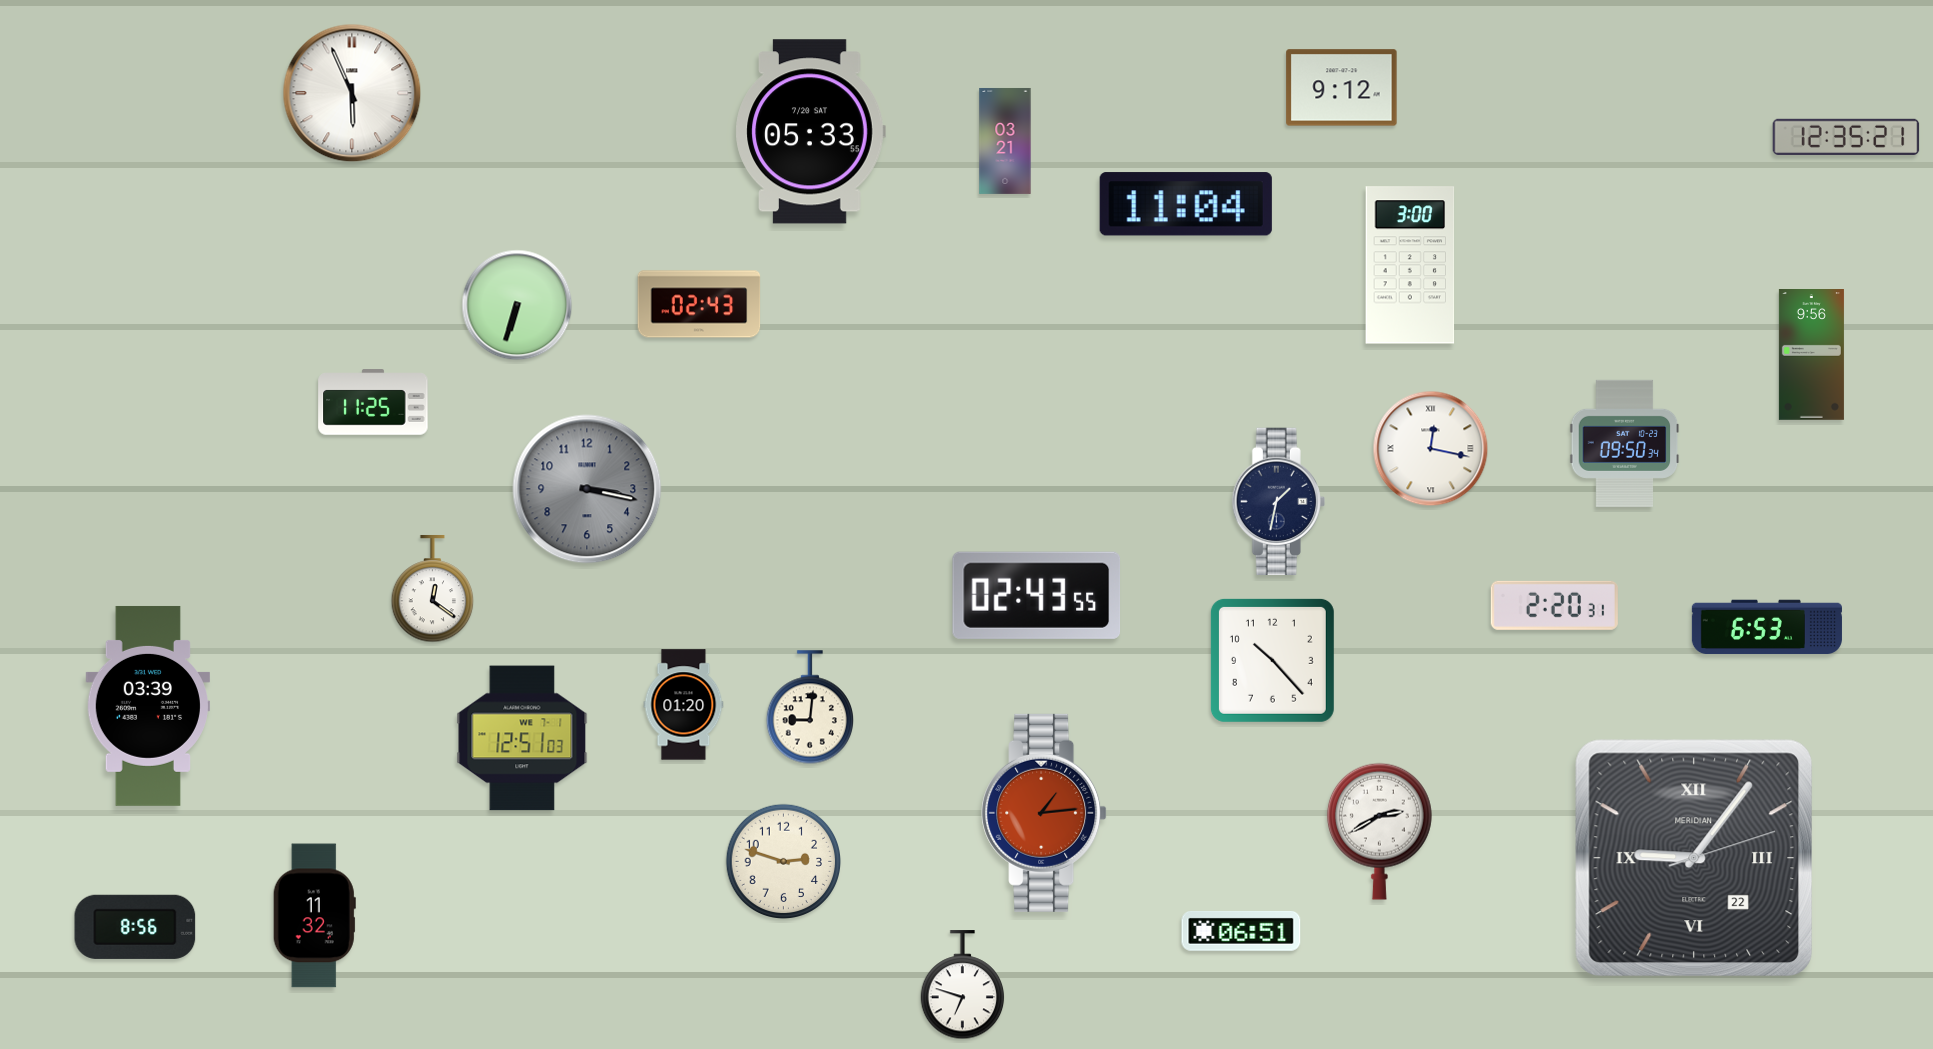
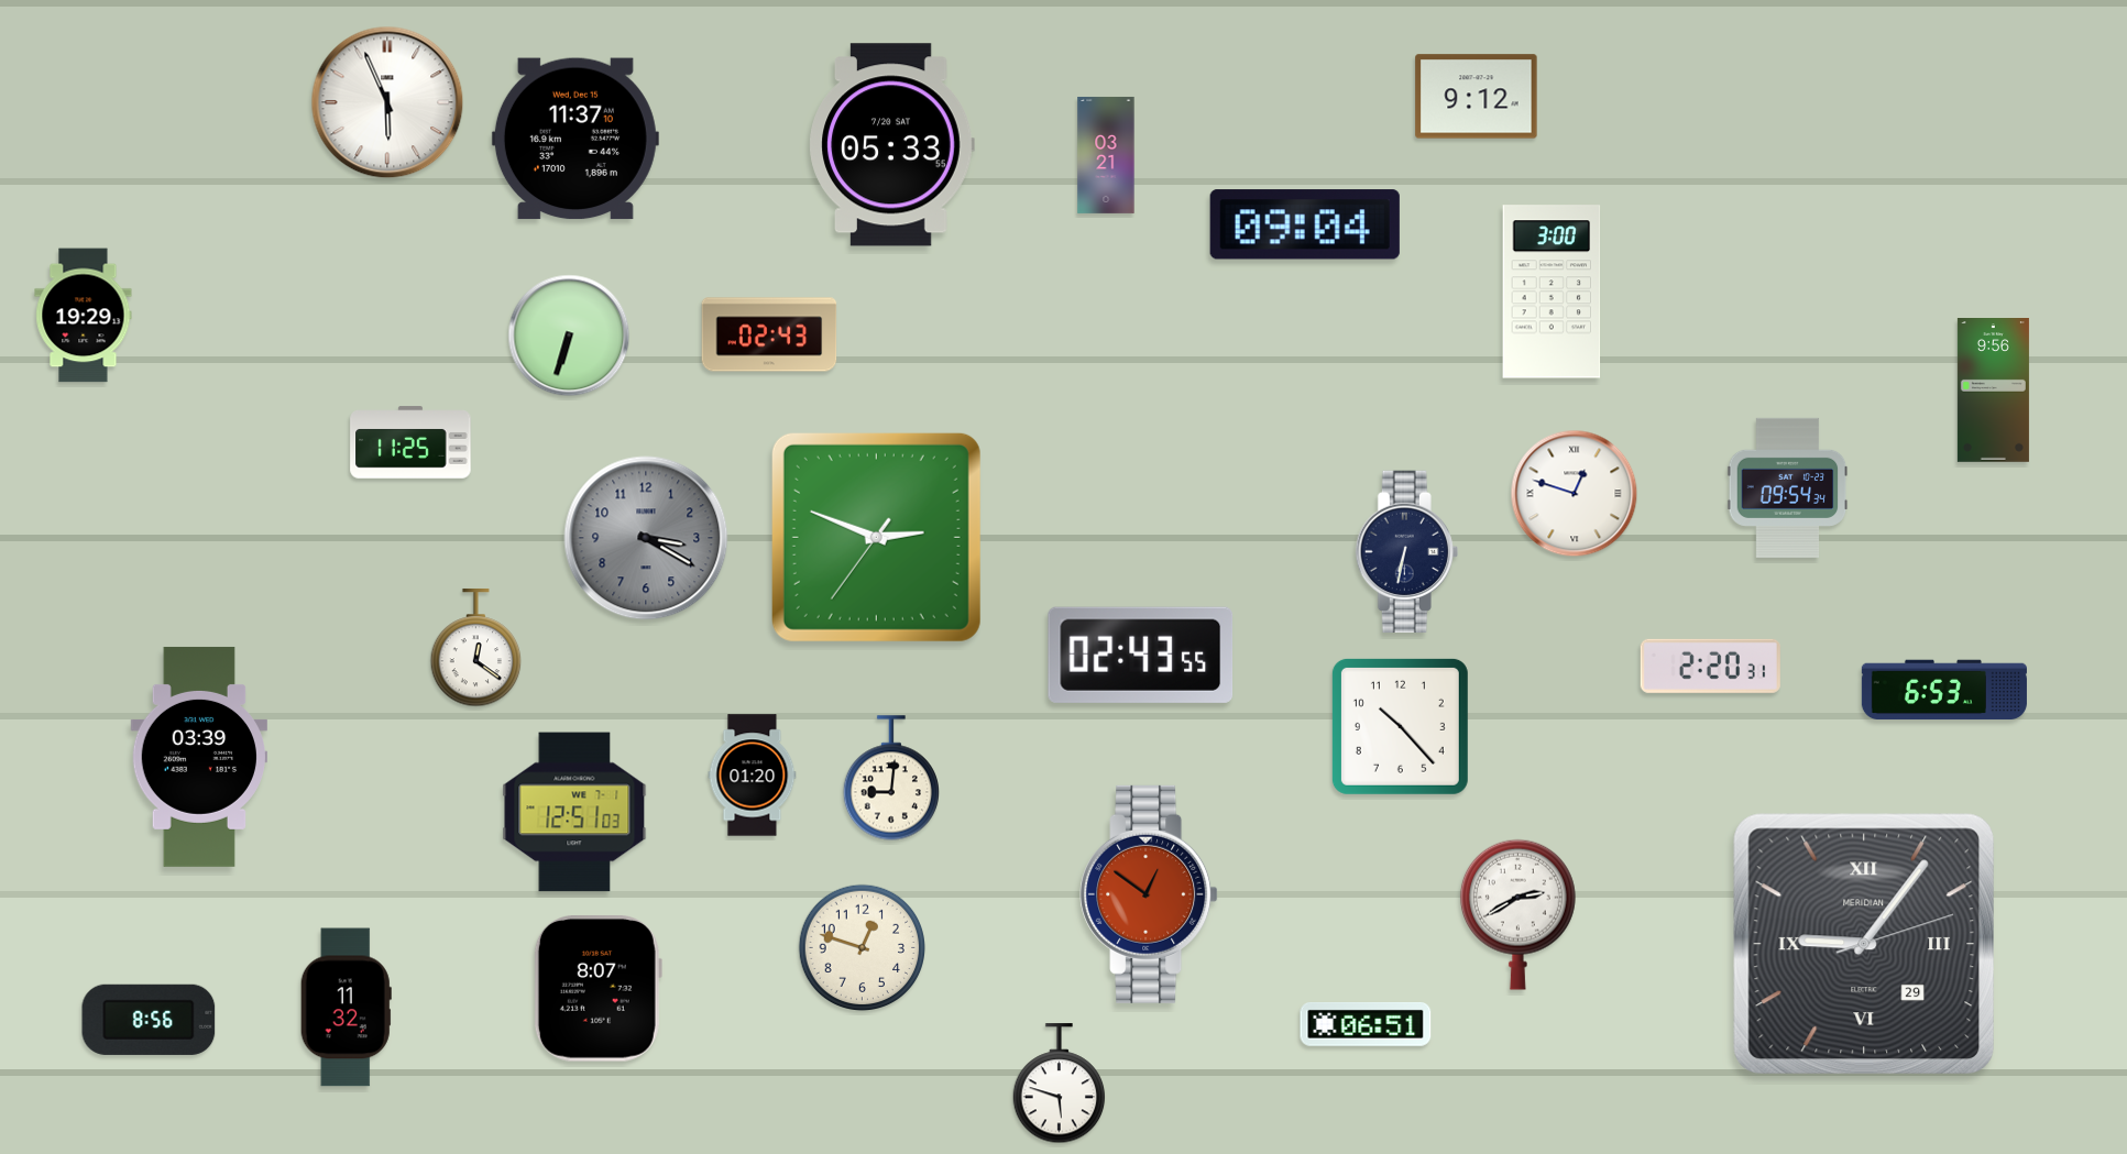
clock at (575, 139): none -> 11:37
clock at (1846, 136): 12:35 -> none
clock at (1186, 204): 11:04 -> 09:04
clock at (84, 316): none -> 19:29
clock at (1625, 443): 09:50 -> 09:54
clock at (1431, 449): 12:17 -> 12:48
clock at (876, 537): none -> 2:48
clock at (587, 489): 3:17 -> 3:20
clock at (1278, 502): 1:32 -> 6:32
clock at (147, 706) position: (147, 706) -> (198, 757)
clock at (1044, 813): 1:14 -> 12:51
clock at (1693, 857) date: 22 -> 29
clock at (784, 862): 2:48 -> 12:48
clock at (597, 989): none -> 8:07
clock at (963, 985): 6:48 -> 5:48
